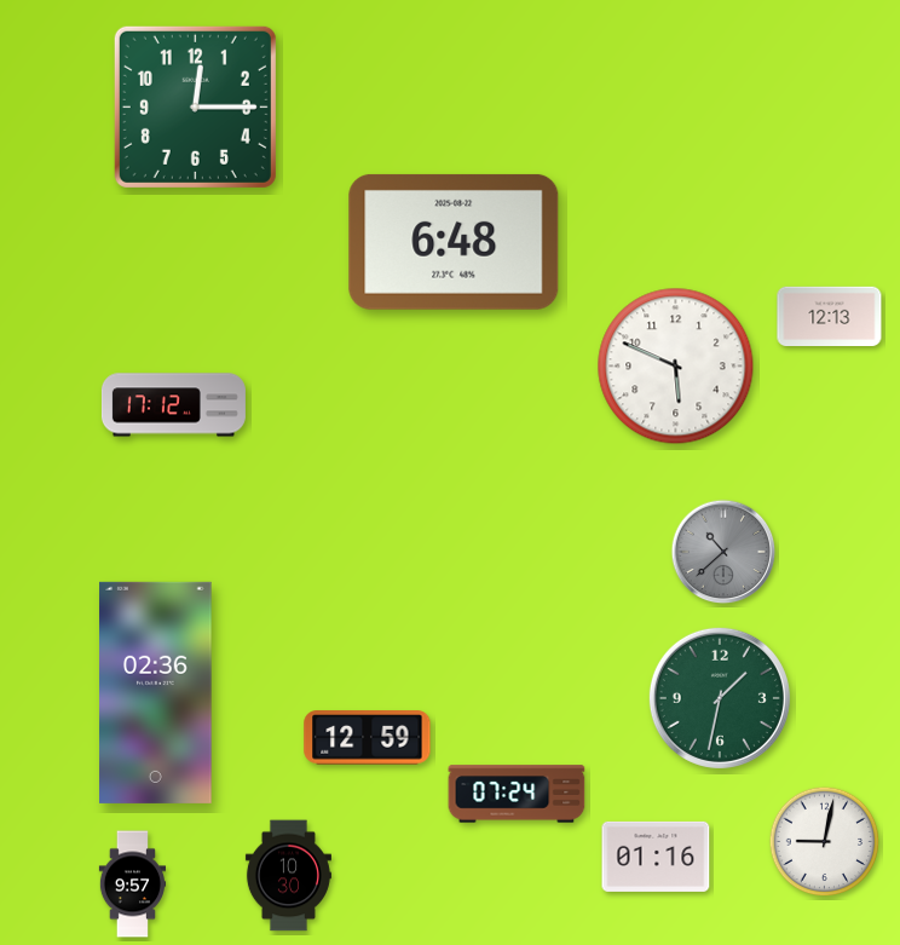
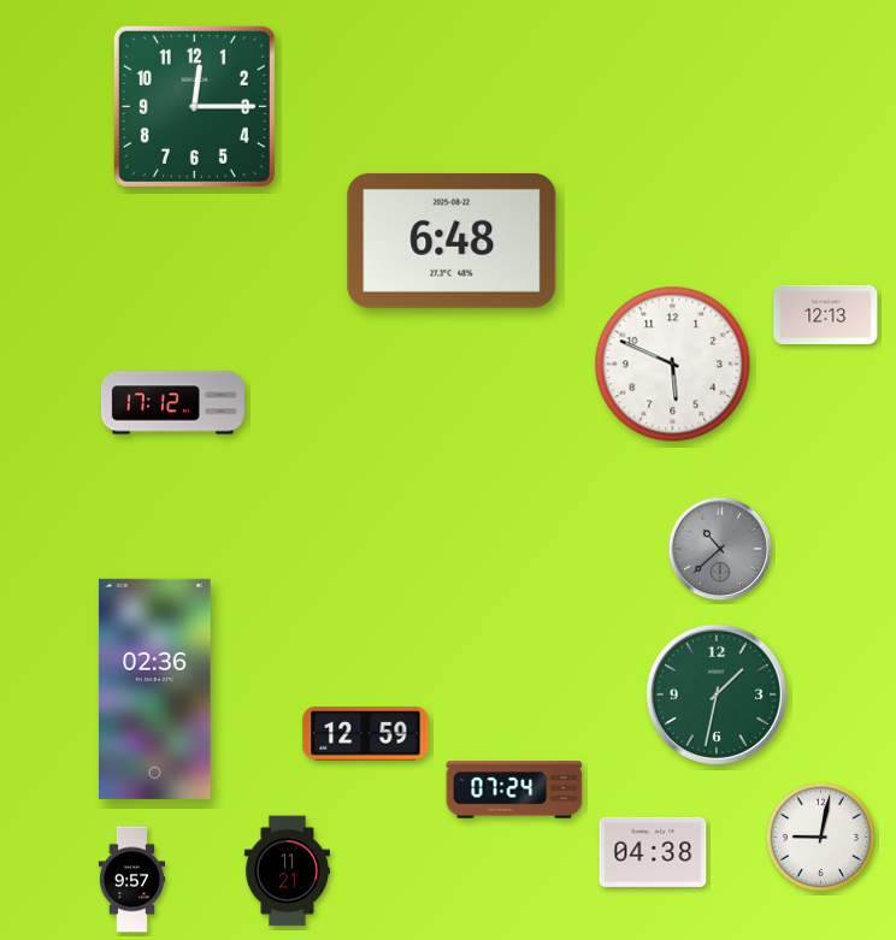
clock at (656, 857): 01:16 -> 04:38
clock at (288, 876): 10:30 -> 11:21
